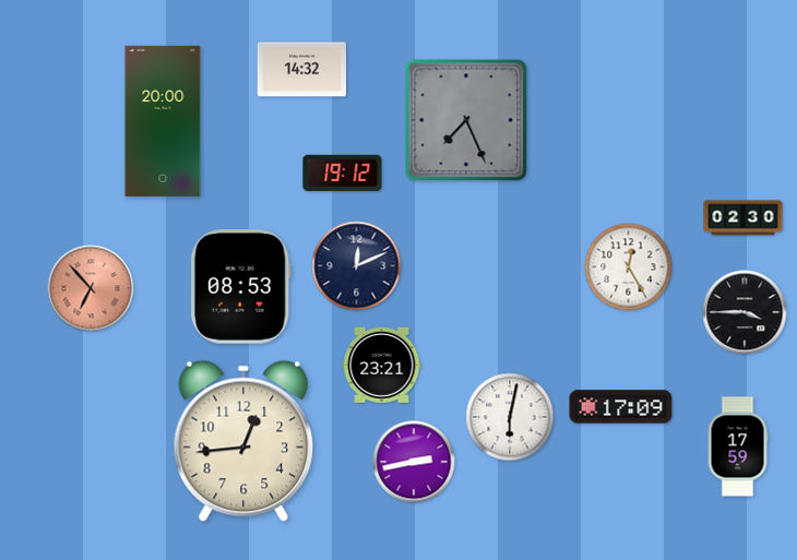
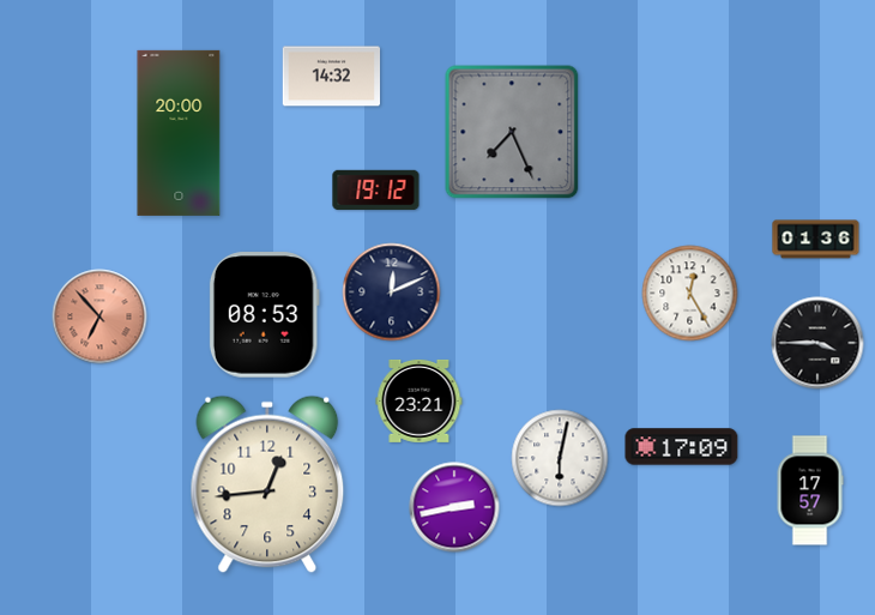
clock at (744, 218): 02:30 -> 01:36
clock at (738, 446): 17:59 -> 17:57
